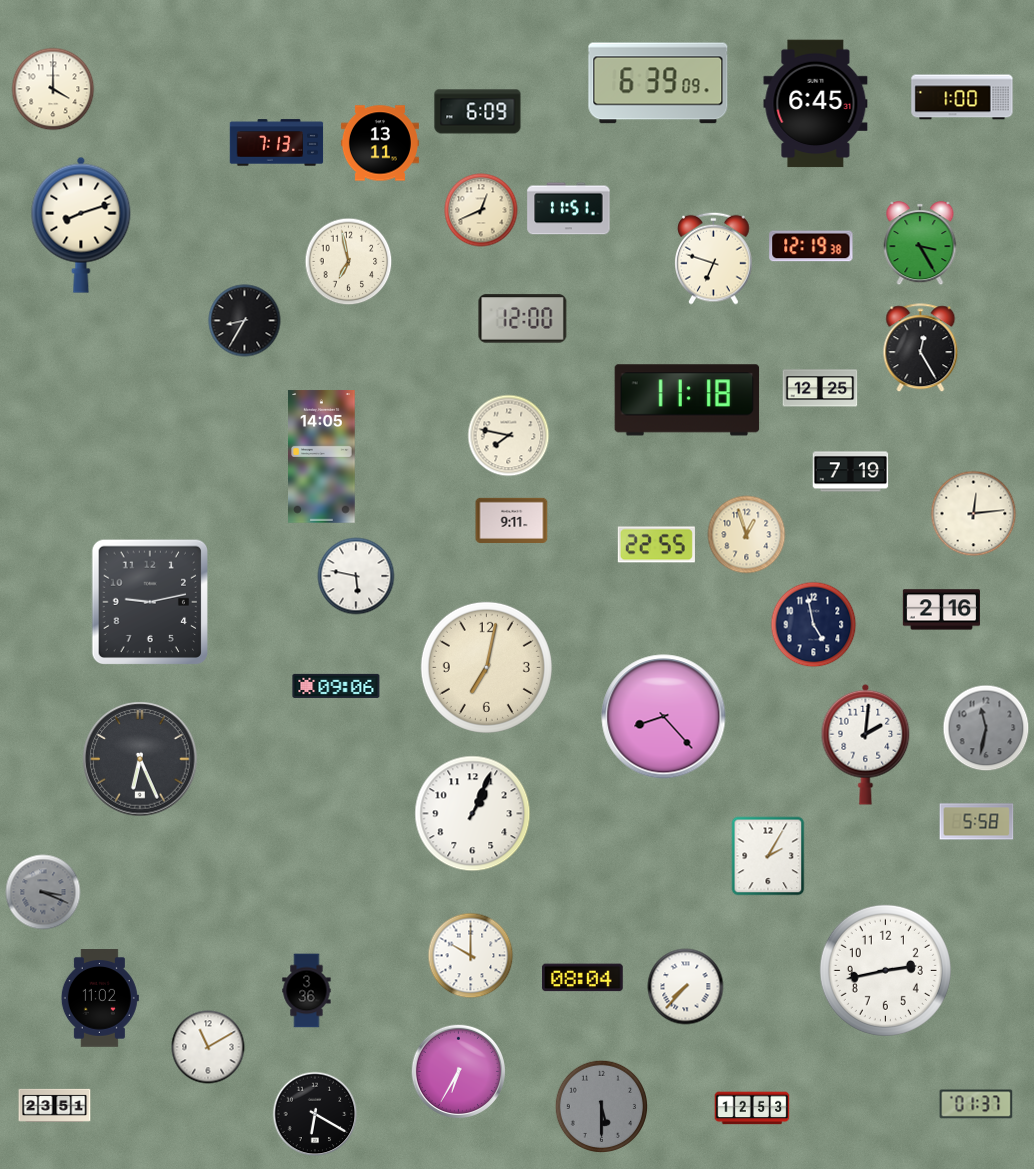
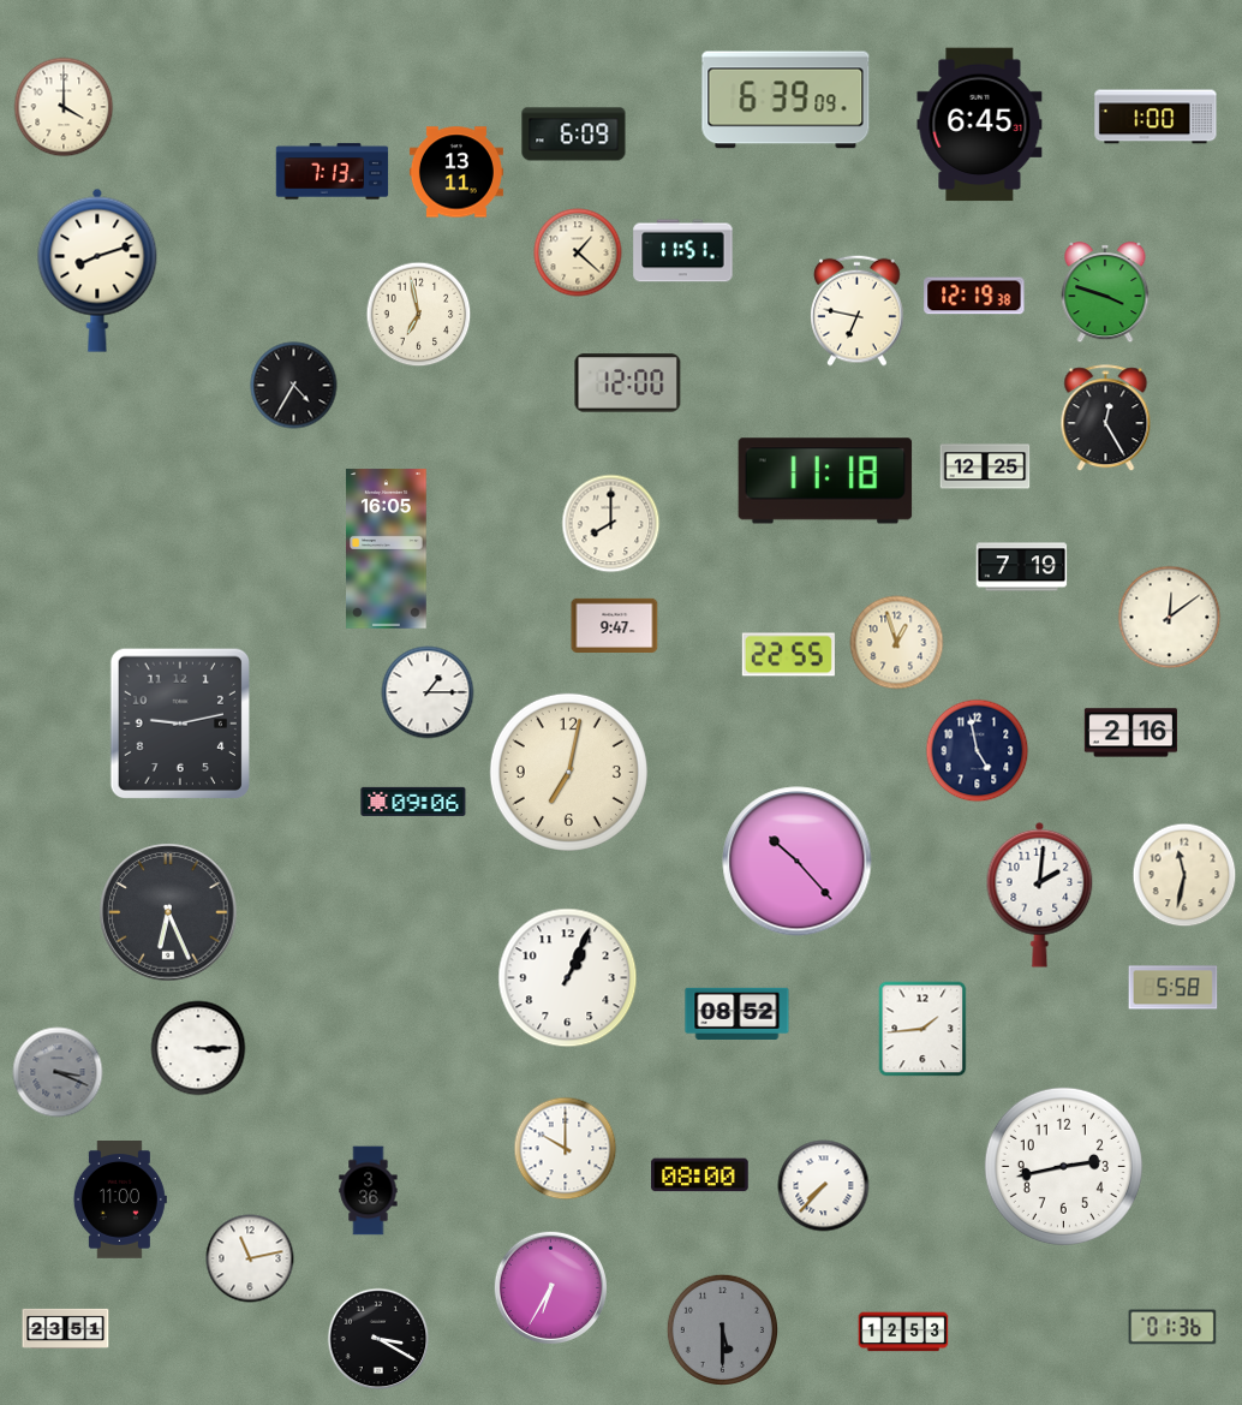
clock at (658, 83) position: (658, 83) -> (786, 100)
clock at (481, 210): 12:41 -> 1:22
clock at (920, 244): 3:25 -> 3:48
clock at (714, 258): 6:48 -> 6:47
clock at (245, 321): 8:35 -> 4:35
clock at (509, 436): 7:47 -> 8:00
clock at (322, 457): 14:05 -> 16:05
clock at (974, 514): 12:14 -> 12:09
clock at (512, 520): 9:11 -> 9:47
clock at (356, 576): 5:47 -> 1:15
clock at (486, 667) position: (486, 667) -> (568, 772)
clock at (336, 686) position: (336, 686) -> (413, 802)
clock at (664, 717): 8:23 -> 10:23
clock at (986, 728) dial: grey -> cream
clock at (738, 1013): none -> 08:52
clock at (768, 856): 2:05 -> 1:44
clock at (198, 1048): none -> 3:15
clock at (43, 892) position: (43, 892) -> (58, 1072)
clock at (583, 978): 08:04 -> 08:00
clock at (100, 998): 11:02 -> 11:00
clock at (208, 1047): 11:10 -> 11:13
clock at (976, 1104): 01:37 -> 01:36
clock at (315, 1114): 6:20 -> 3:20
